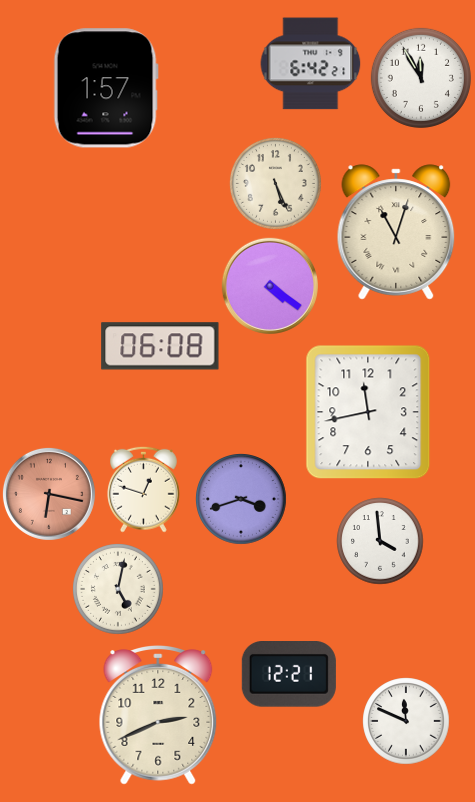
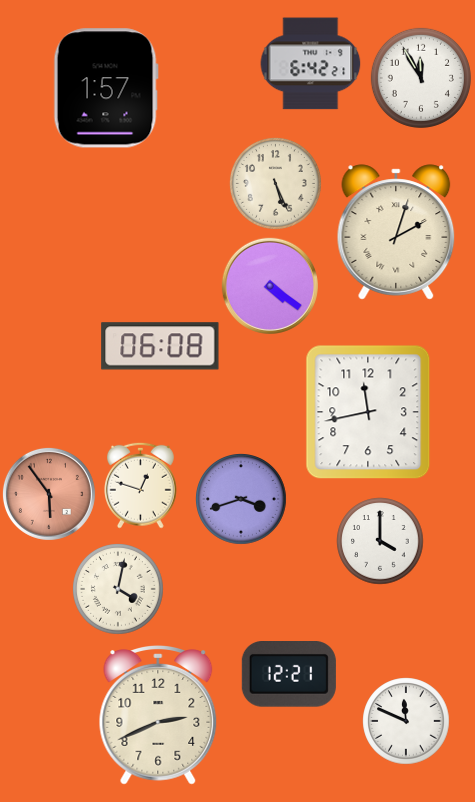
clock at (396, 232): 11:03 -> 2:03
clock at (144, 489) position: (144, 489) -> (141, 485)
clock at (49, 494): 6:17 -> 5:54
clock at (380, 541): 3:59 -> 4:00
clock at (118, 589): 5:02 -> 4:02
